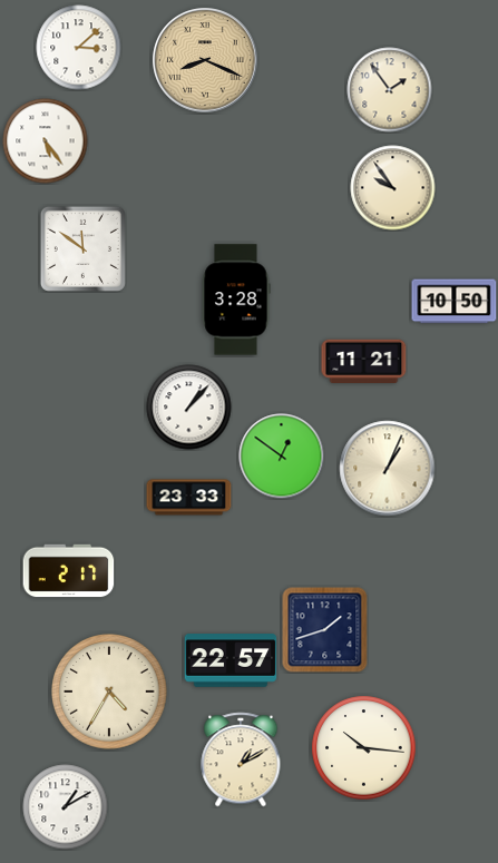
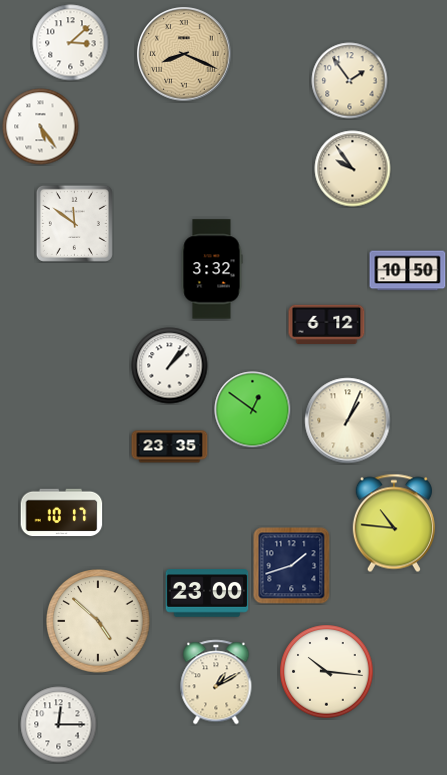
clock at (236, 300): 3:28 -> 3:32
clock at (364, 361): 11:21 -> 6:12
clock at (189, 498): 23:33 -> 23:35
clock at (69, 571): 2:17 -> 10:17
clock at (394, 523): none -> 10:46
clock at (231, 660): 22:57 -> 23:00
clock at (109, 692): 4:35 -> 4:52
clock at (66, 807): 1:10 -> 12:15
